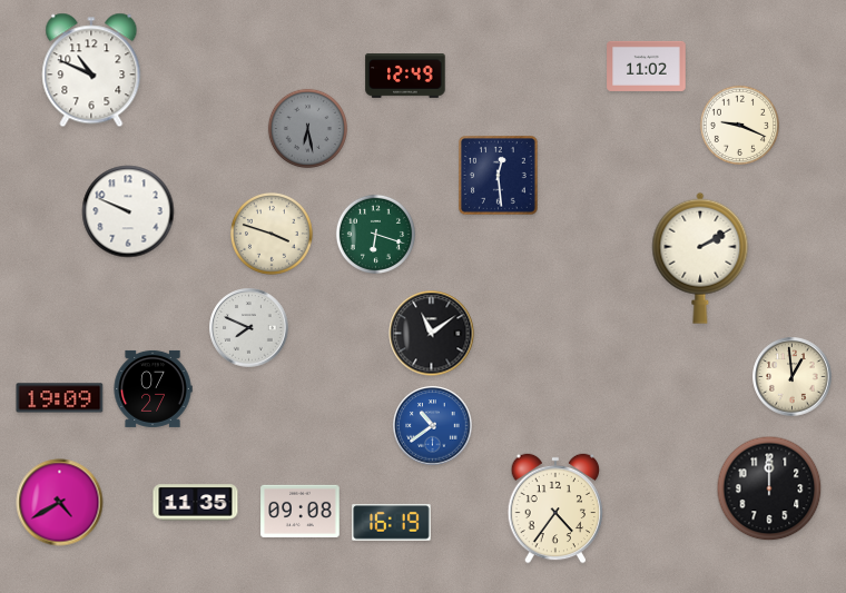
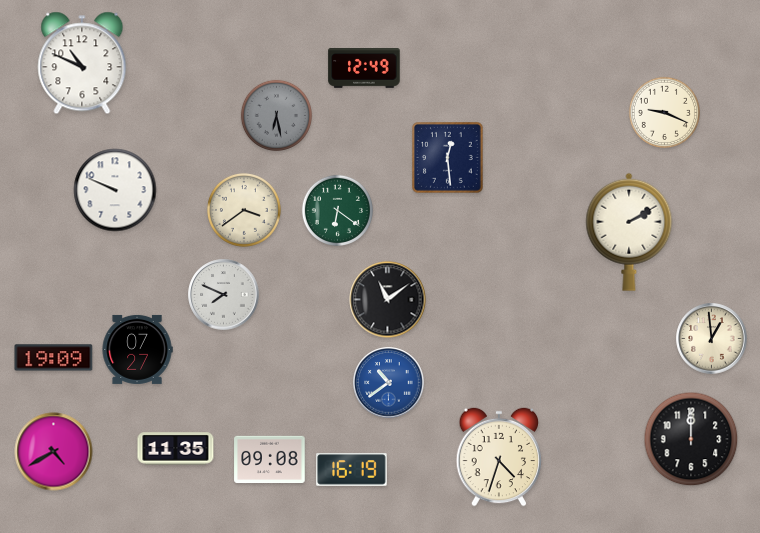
clock at (647, 66): 11:02 -> none
clock at (272, 234): 3:48 -> 3:39
clock at (375, 234): 6:18 -> 6:21
clock at (196, 503) position: (196, 503) -> (176, 449)
clock at (555, 508): 4:36 -> 4:33
